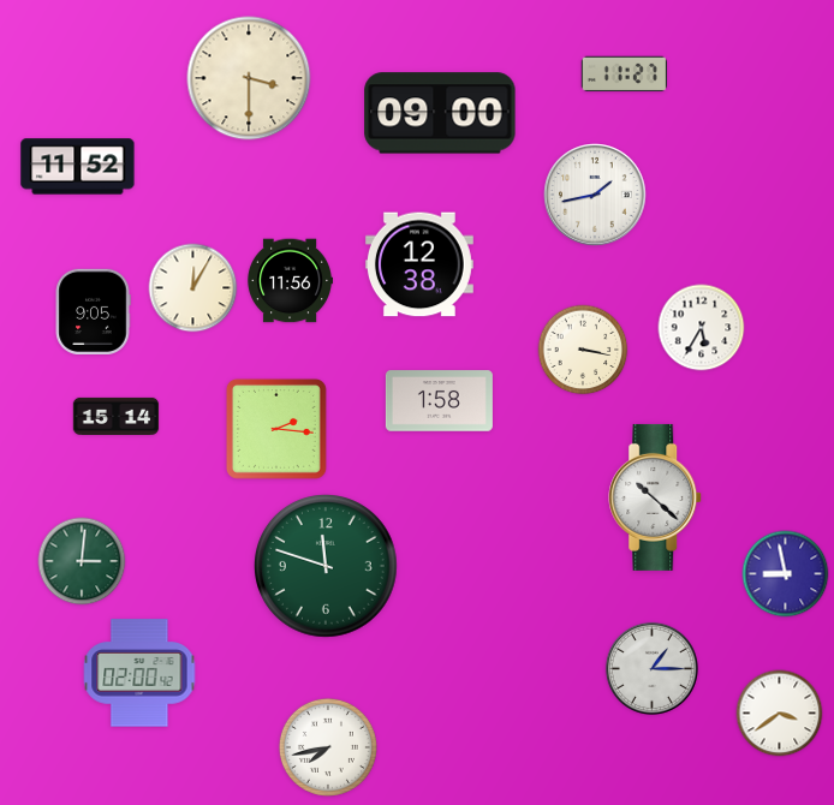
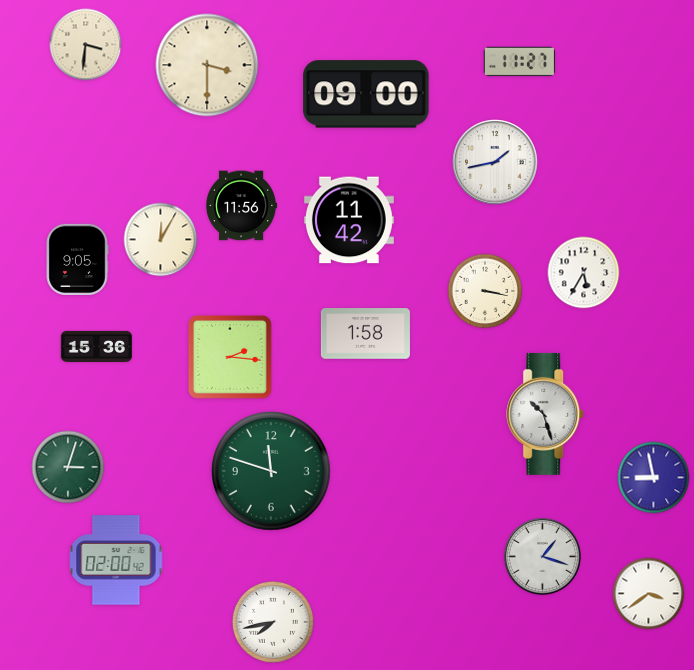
clock at (86, 45): none -> 3:31
clock at (78, 167): 11:52 -> none
clock at (419, 264): 12:38 -> 11:42
clock at (290, 281) position: (290, 281) -> (241, 206)
clock at (117, 416): 15:14 -> 15:36
clock at (656, 497): 10:22 -> 10:27
clock at (82, 561): 3:01 -> 3:03
clock at (651, 668): 1:15 -> 1:18
